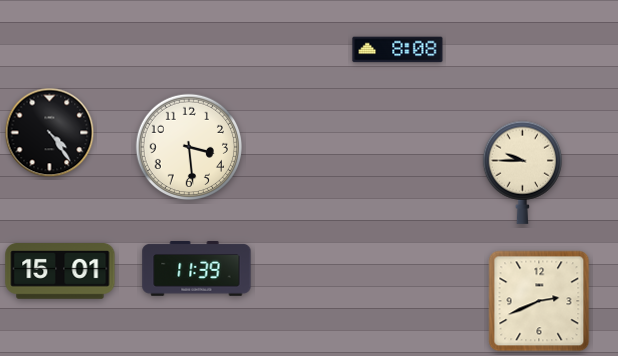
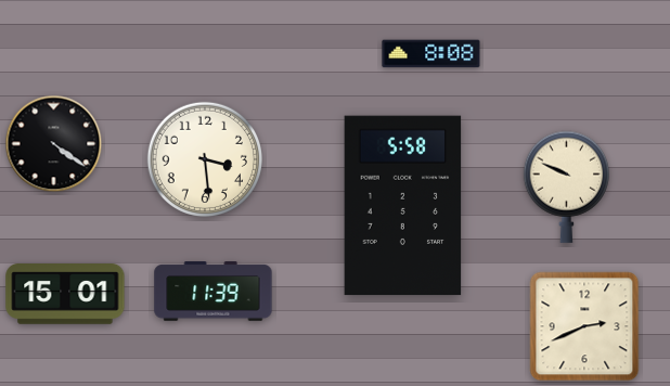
clock at (50, 133): 4:24 -> 4:21
clock at (523, 172): 9:45 -> 9:49
clock at (403, 206): none -> 5:58
